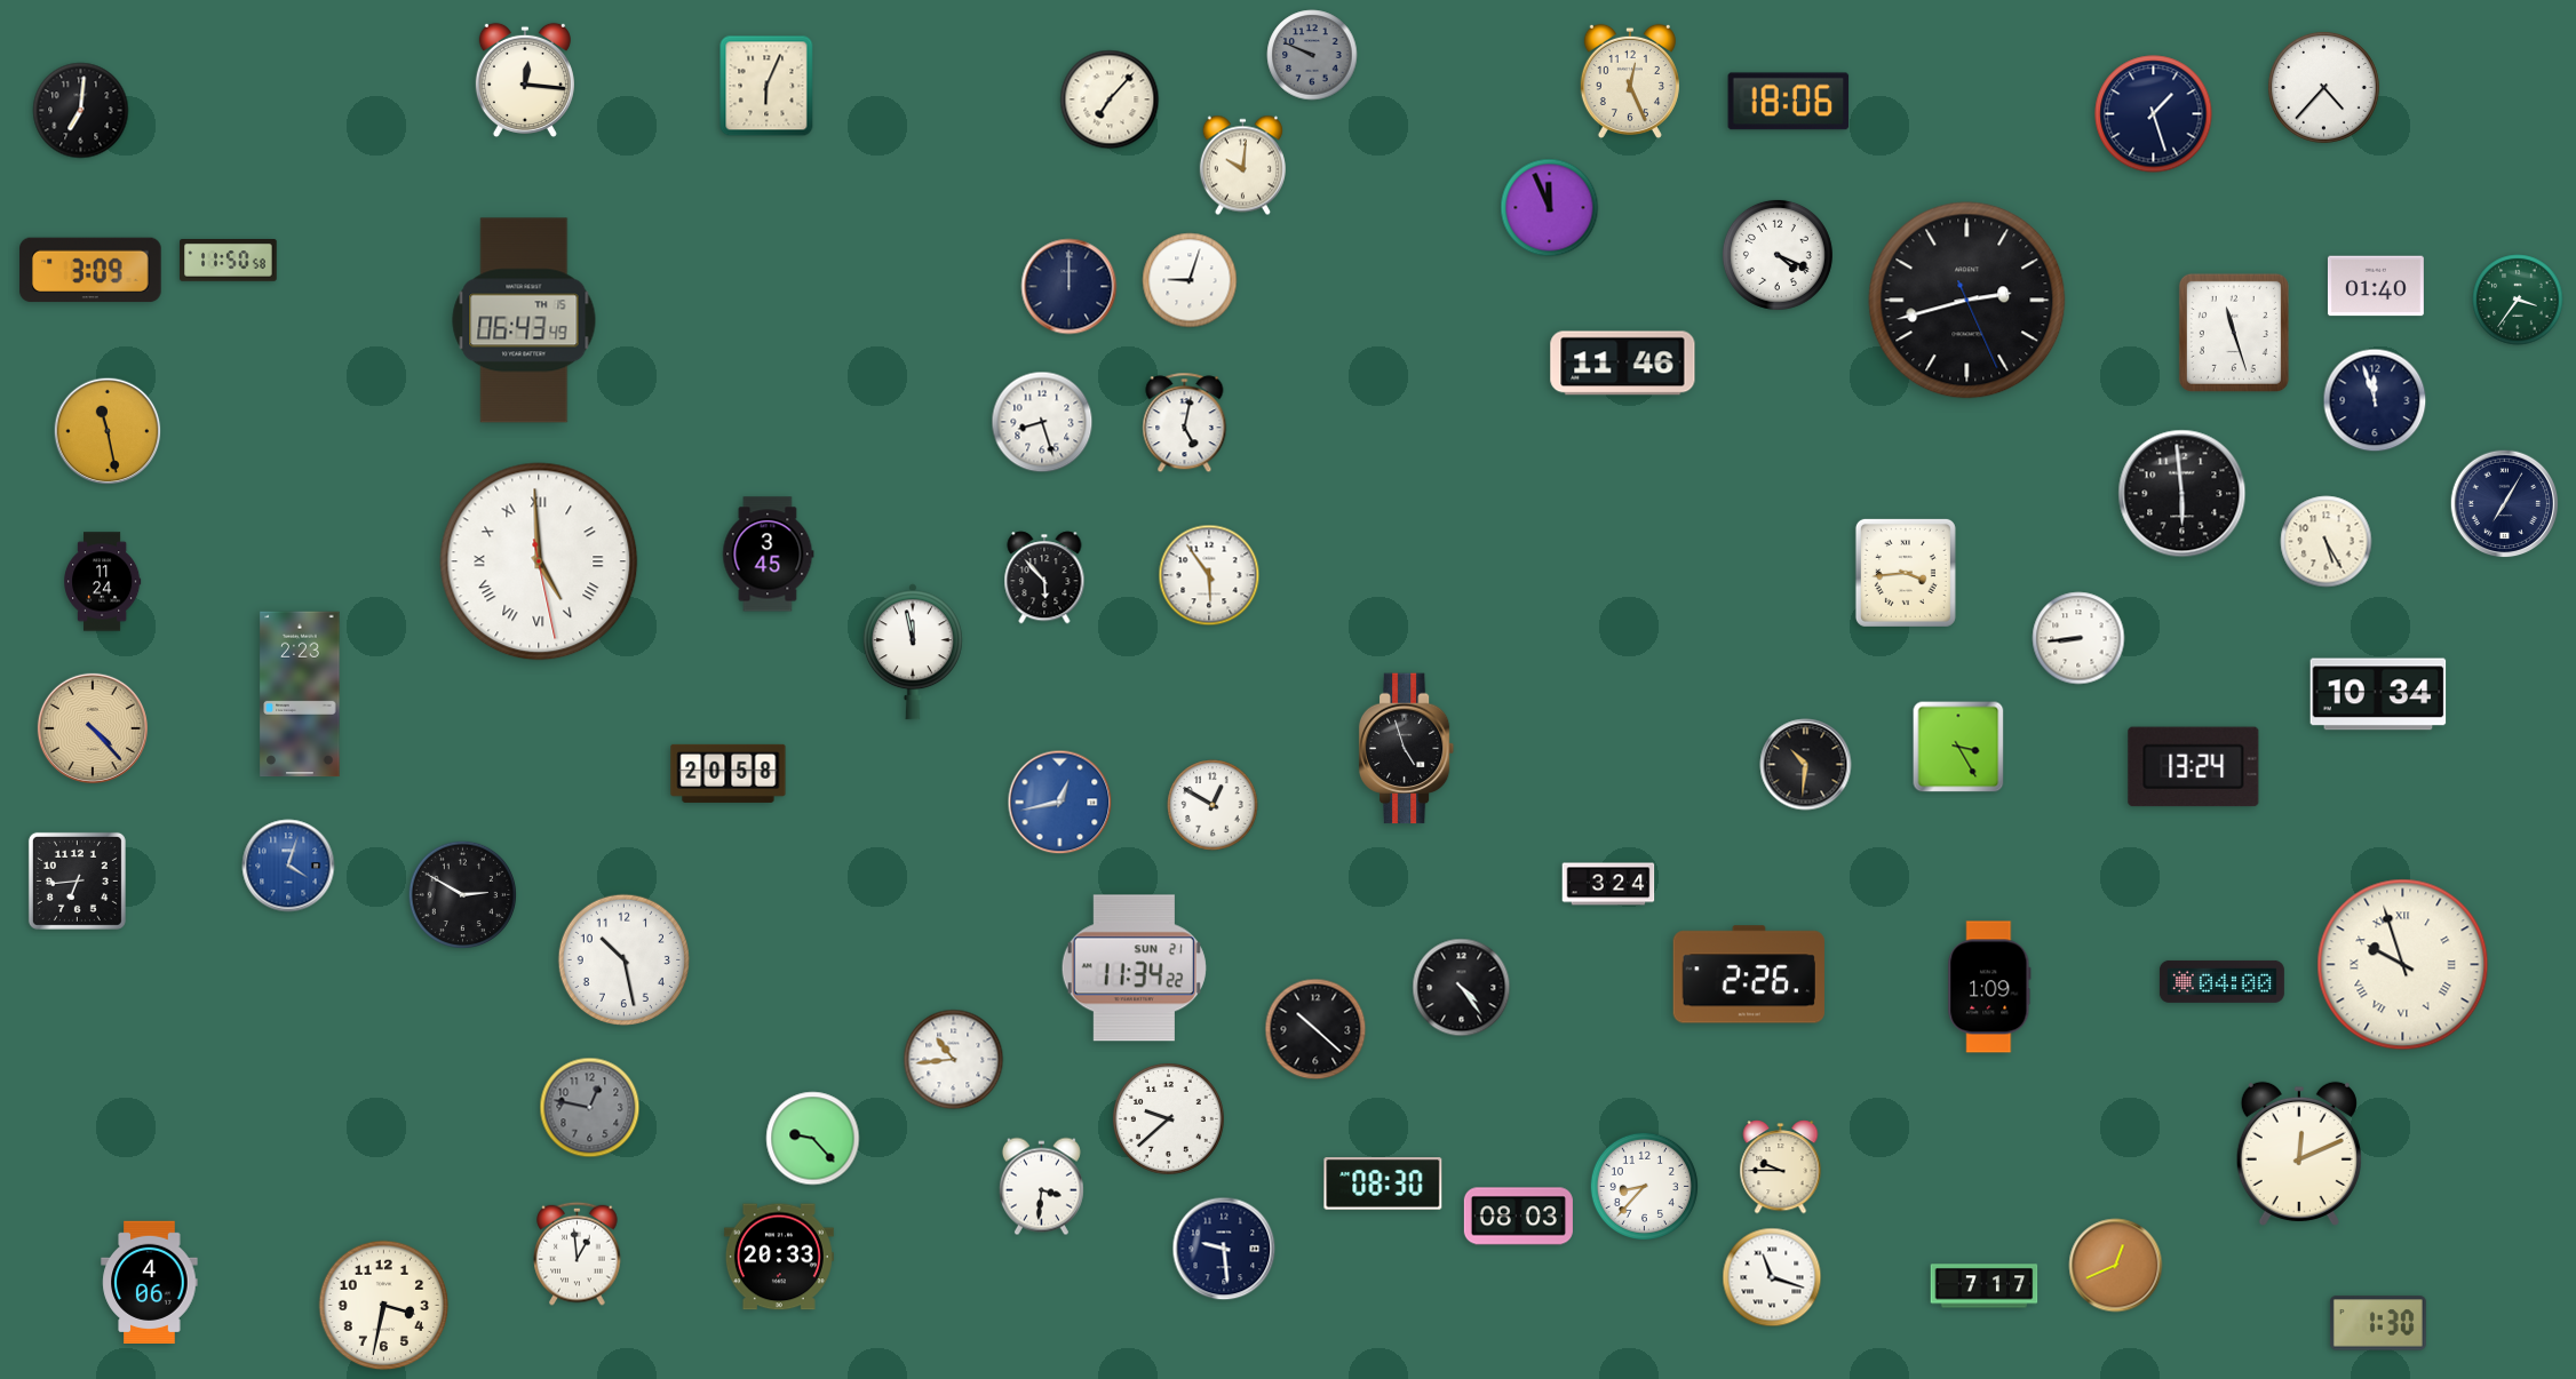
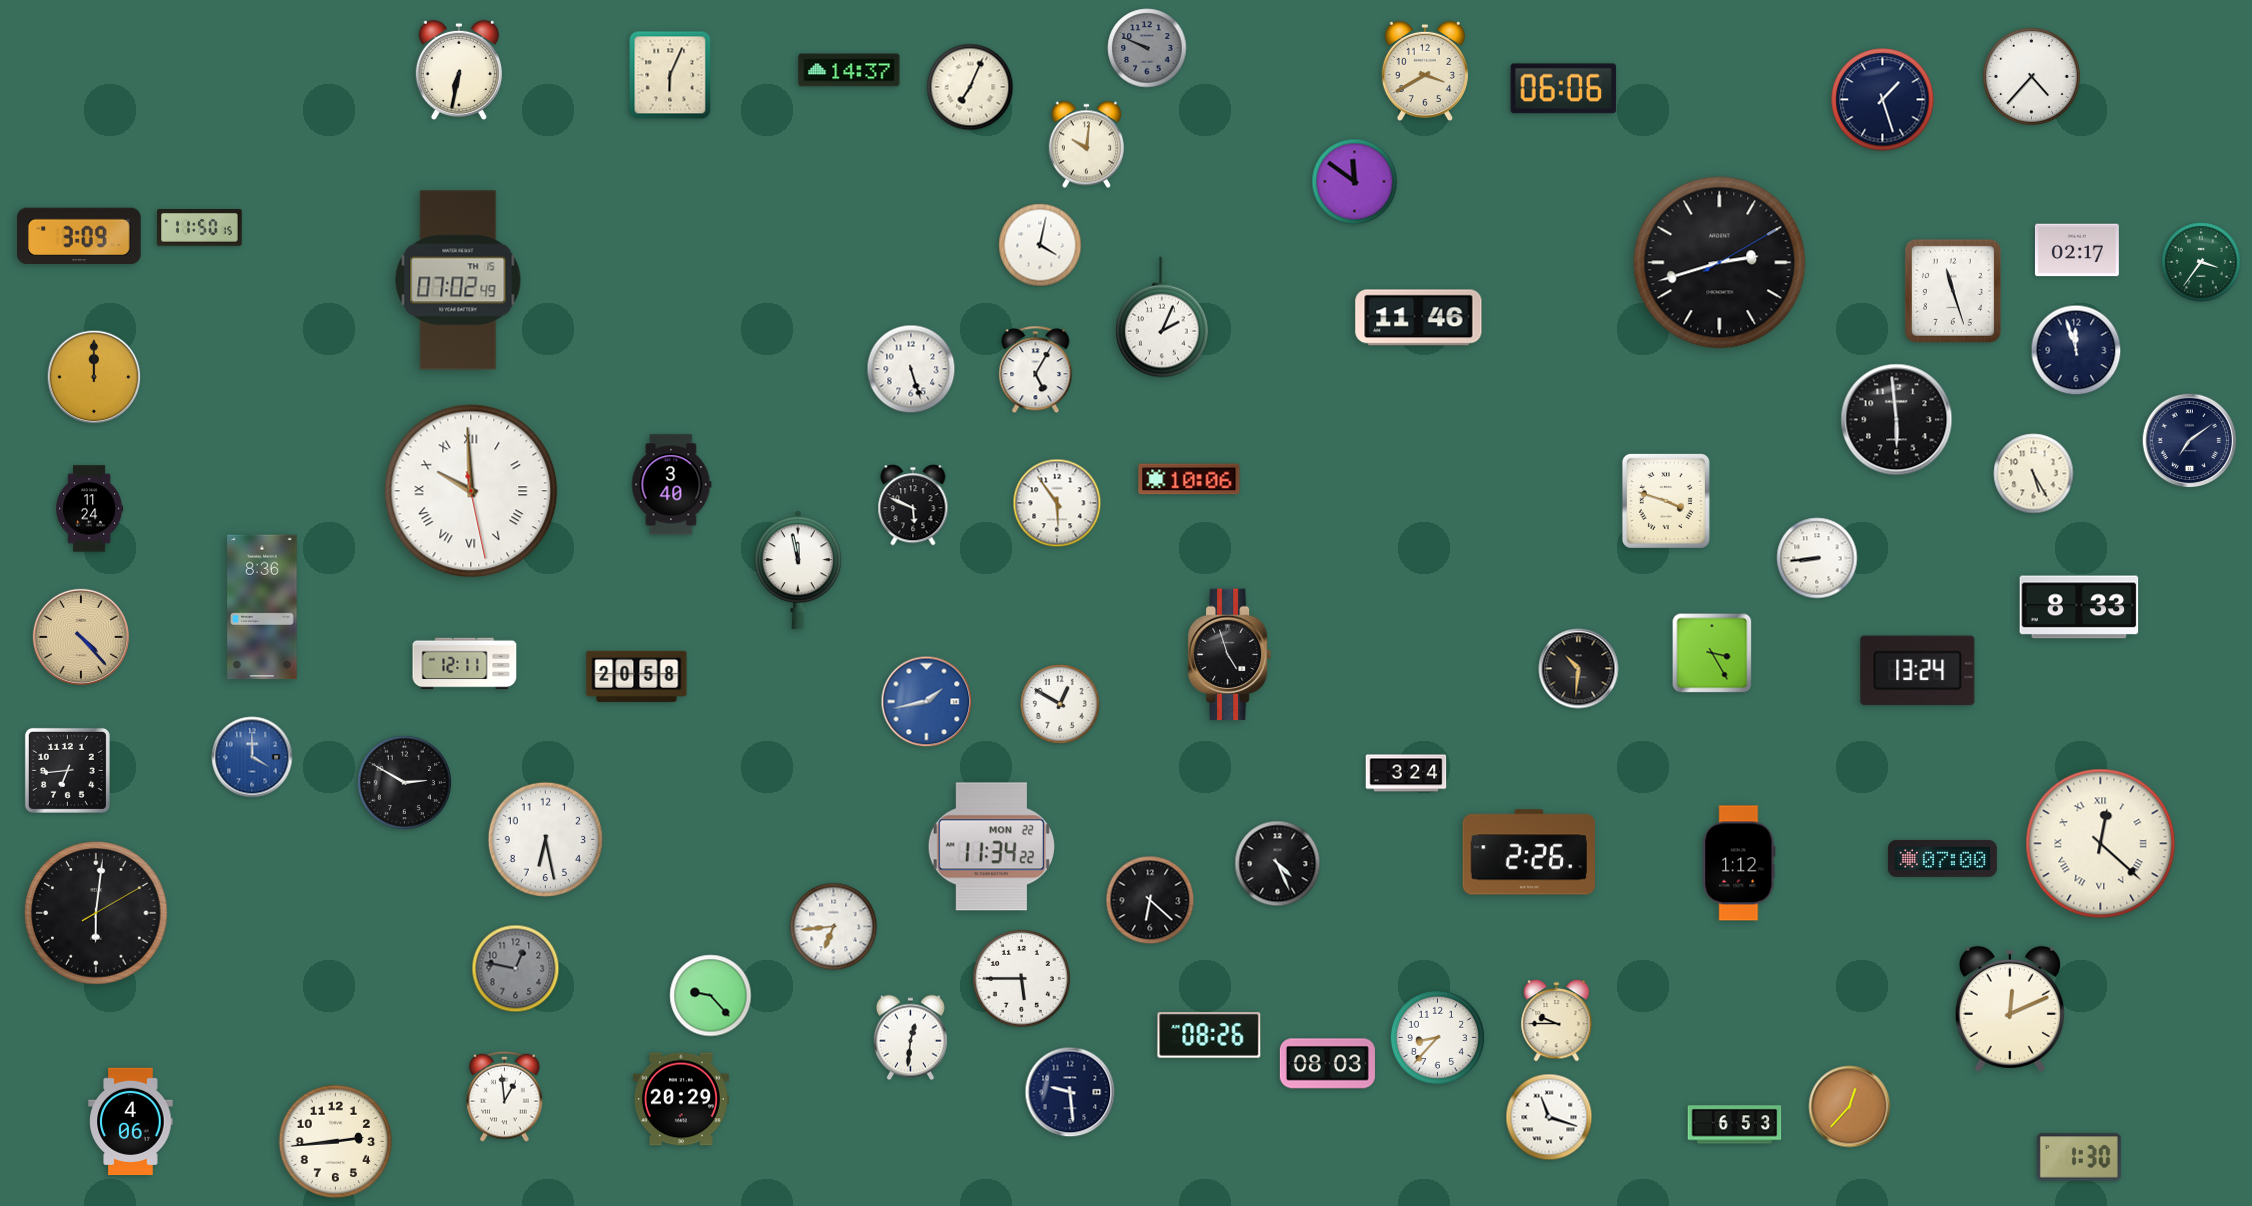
clock at (525, 79): 12:16 -> 6:32
clock at (849, 70): none -> 14:37
clock at (1630, 80): 12:26 -> 3:40
clock at (1110, 99): 7:07 -> 7:04
clock at (1789, 102): 18:06 -> 06:06
clock at (81, 111): 7:01 -> none
clock at (1550, 208): 11:56 -> 11:51
clock at (1778, 255): 4:19 -> none
clock at (229, 261): 11:50:58 -> 11:50:15
clock at (1190, 280): 9:03 -> 4:02
clock at (2376, 286): 01:40 -> 02:17
clock at (1070, 287): 12:00 -> none
clock at (1967, 301): 2:42:26 -> 2:42:10
clock at (524, 320): 06:43 -> 07:02
clock at (1163, 317): none -> 2:04
clock at (1042, 422): 8:27 -> 5:27
clock at (1185, 423): 5:02 -> 5:05
clock at (108, 431): 11:28 -> 12:00
clock at (2183, 494) position: (2183, 494) -> (1897, 420)
clock at (2505, 504): 7:05 -> 7:09
clock at (1189, 479): none -> 10:06
clock at (769, 555): 3:45 -> 3:40
clock at (539, 561): 4:59 -> 9:59
clock at (1906, 573): 3:44 -> 3:48
clock at (1044, 577): 5:53 -> 5:49
clock at (300, 694): 2:23 -> 8:36
clock at (2378, 694): 10:34 -> 8:33
clock at (465, 664): none -> 12:11
clock at (1060, 803): 12:43 -> 1:43
clock at (288, 866): 4:03 -> 4:00
clock at (623, 959): 10:28 -> 6:28
clock at (2403, 965): 9:57 -> 12:22
clock at (1134, 969) date: SUN 21 -> MON 22
clock at (2221, 981): 04:00 -> 07:00
clock at (1989, 987): 1:09 -> 1:12
clock at (1462, 988): 4:24 -> 4:26
clock at (1315, 1029): 10:22 -> 6:22
clock at (96, 913): none -> 6:01
clock at (954, 1060): 10:44 -> 6:44
clock at (1168, 1118): 9:38 -> 5:45
clock at (1383, 1183): 08:30 -> 08:26
clock at (1041, 1187): 3:31 -> 12:31
clock at (779, 1257): 20:33 -> 20:29
clock at (2116, 1266): 12:41 -> 12:37
clock at (1985, 1286): 7:17 -> 6:53
clock at (384, 1306): 3:32 -> 2:44
